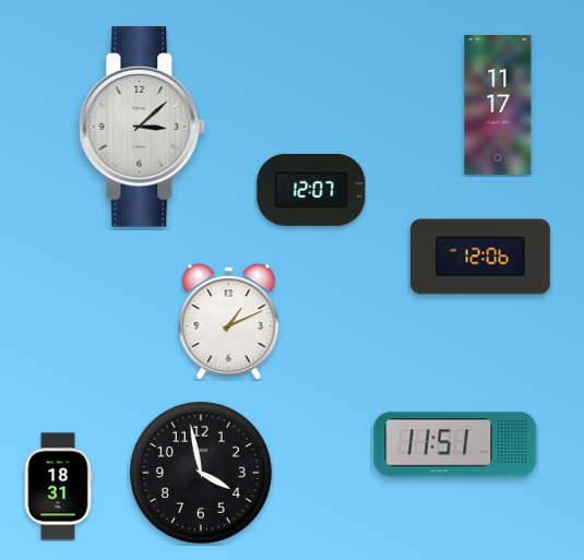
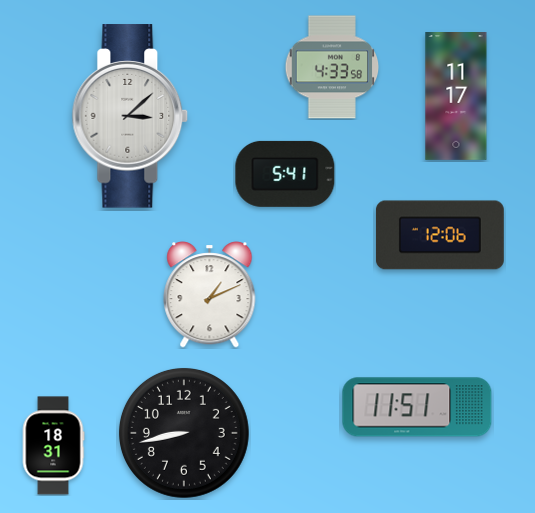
clock at (332, 67): none -> 4:33
clock at (311, 190): 12:07 -> 5:41
clock at (201, 473): 3:58 -> 8:43
